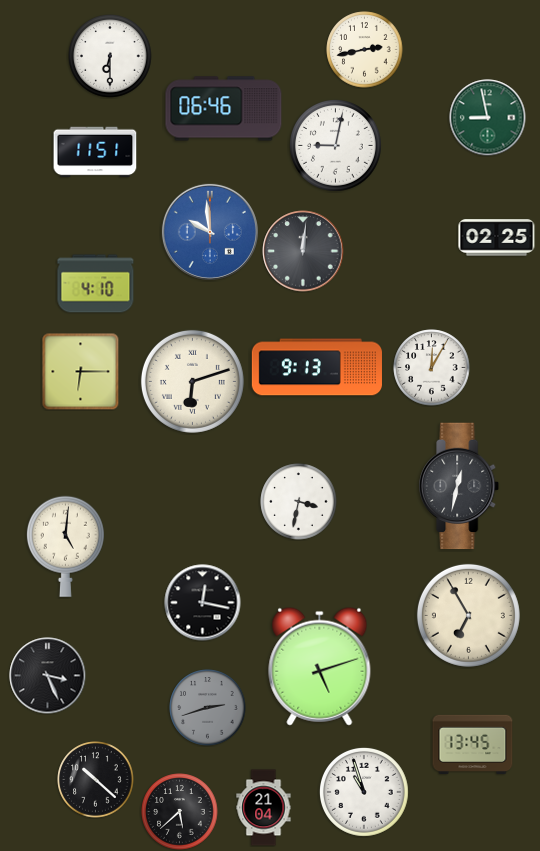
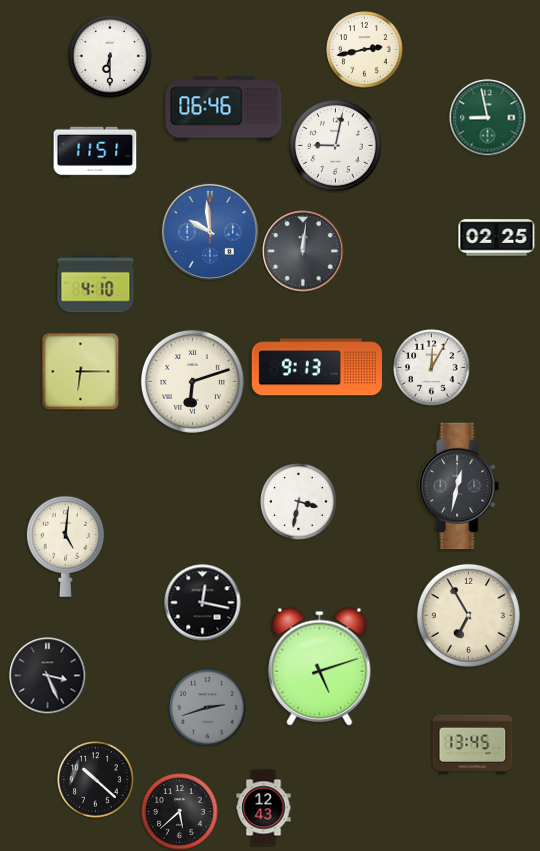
clock at (364, 792): 10:57 -> none
clock at (264, 808): 21:04 -> 12:43
